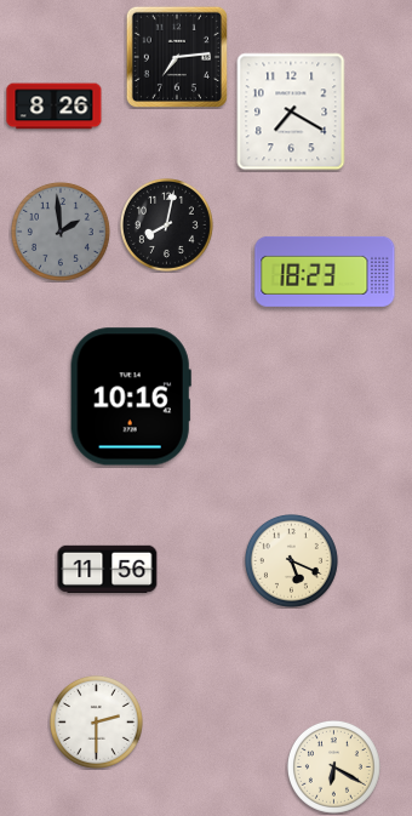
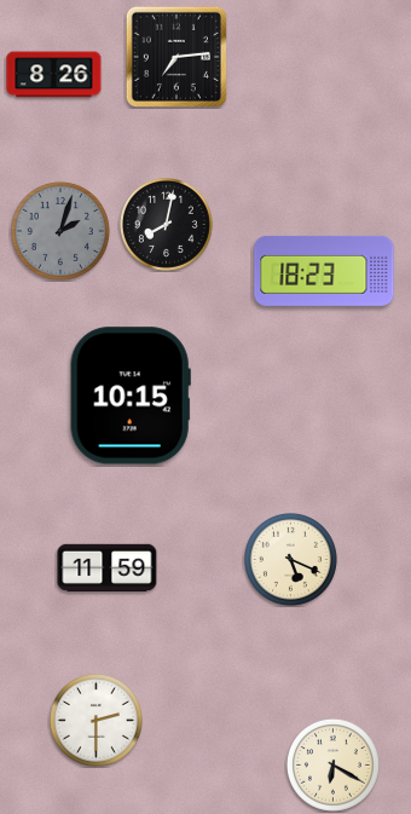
clock at (55, 107) position: (55, 107) -> (54, 75)
clock at (291, 112): 7:20 -> none
clock at (61, 232): 1:59 -> 2:03
clock at (131, 396): 10:16 -> 10:15
clock at (108, 569): 11:56 -> 11:59
